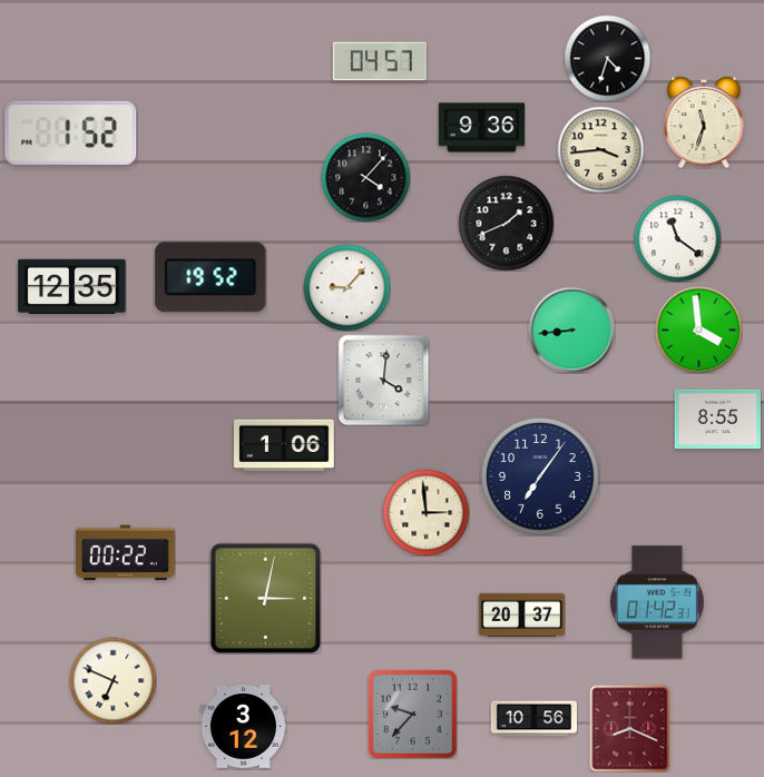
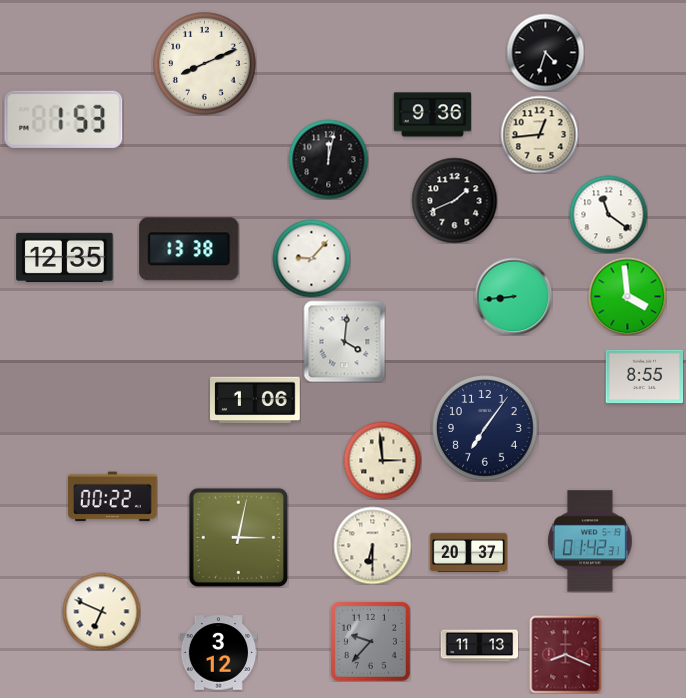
clock at (380, 61): 04:57 -> none
clock at (205, 64): none -> 8:11
clock at (704, 122): 11:33 -> none
clock at (71, 132): 1:52 -> 1:53
clock at (600, 149): 3:44 -> 12:44
clock at (365, 177): 4:07 -> 12:02
clock at (210, 277): 19:52 -> 13:38
clock at (372, 545): none -> 6:30
clock at (533, 719): 10:56 -> 11:13
